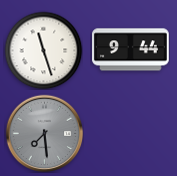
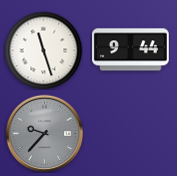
clock at (44, 133): 7:29 -> 9:37
